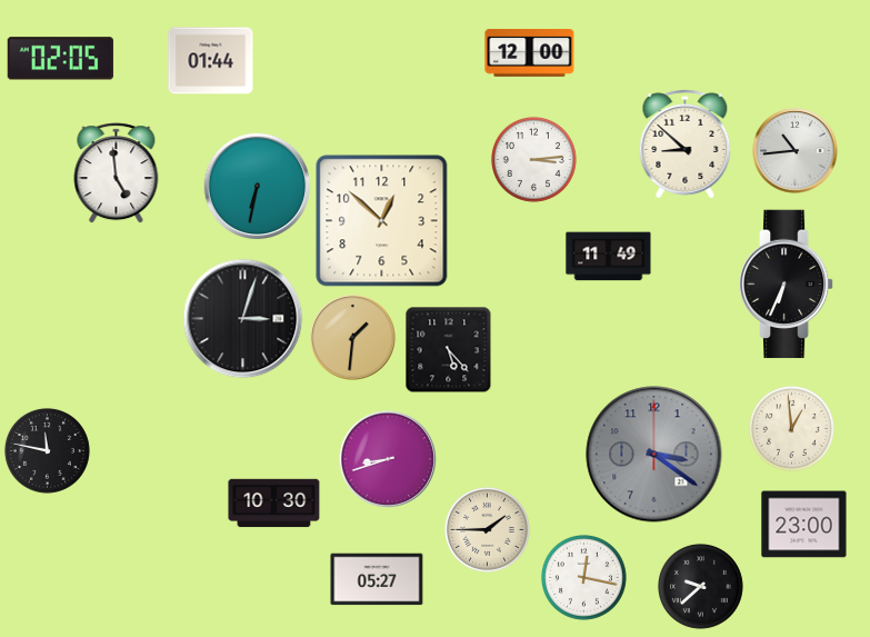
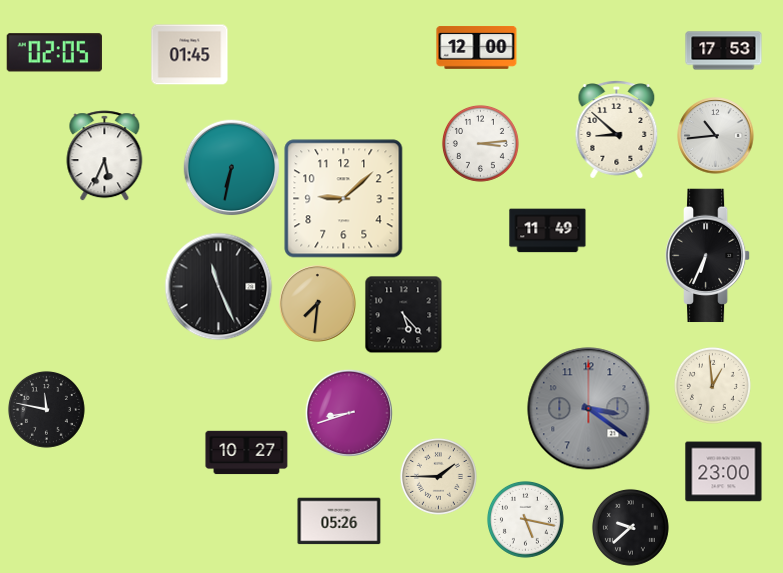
clock at (724, 51): none -> 17:53
clock at (211, 61): 01:44 -> 01:45
clock at (117, 173): 4:59 -> 5:34
clock at (382, 221): 12:52 -> 9:08
clock at (243, 319): 3:03 -> 11:26
clock at (353, 338): 1:31 -> 7:31
clock at (47, 450) position: (47, 450) -> (46, 409)
clock at (274, 504): 10:30 -> 10:27
clock at (583, 577): 12:17 -> 5:17
clock at (377, 579): 05:27 -> 05:26
